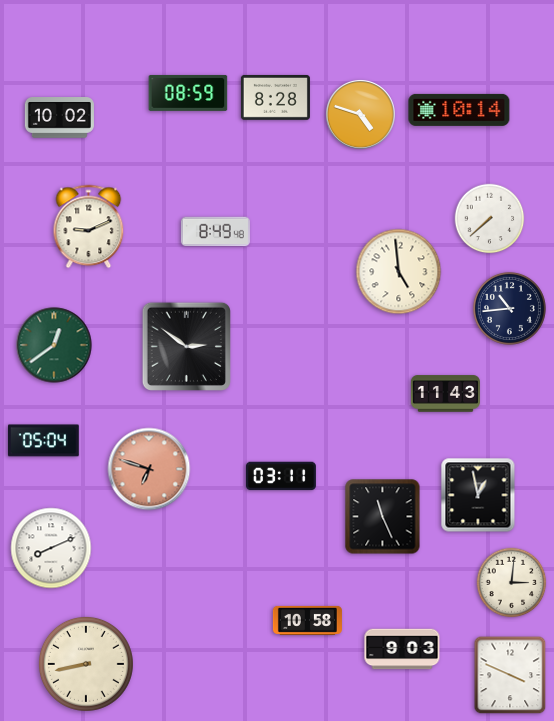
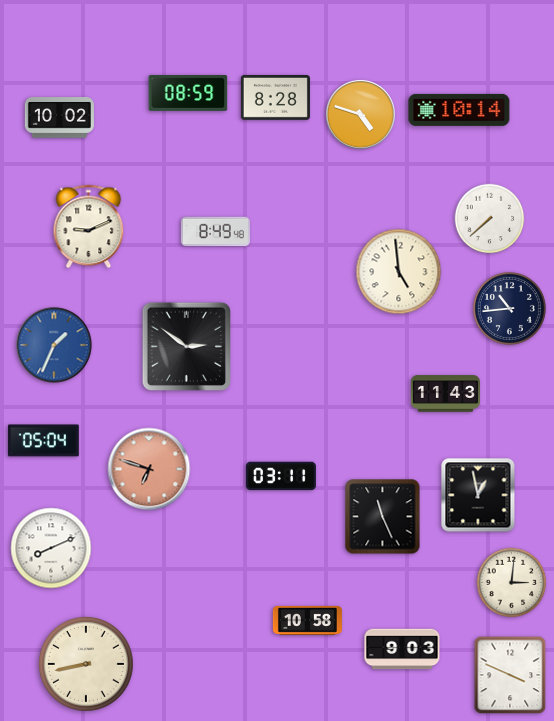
clock at (54, 345): 12:39 -> 1:34
clock at (54, 345) dial: green -> blue
